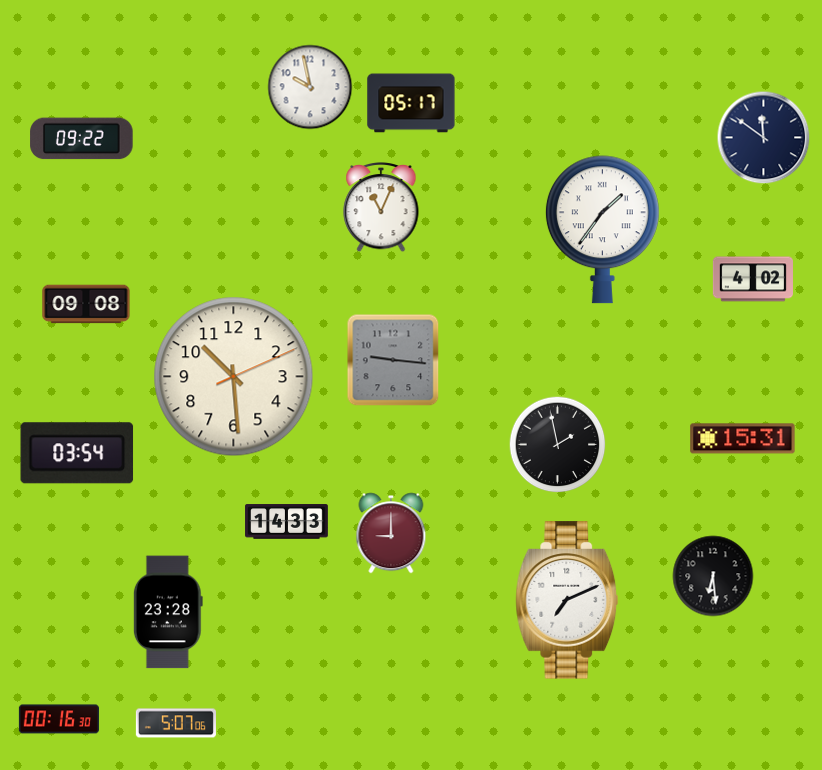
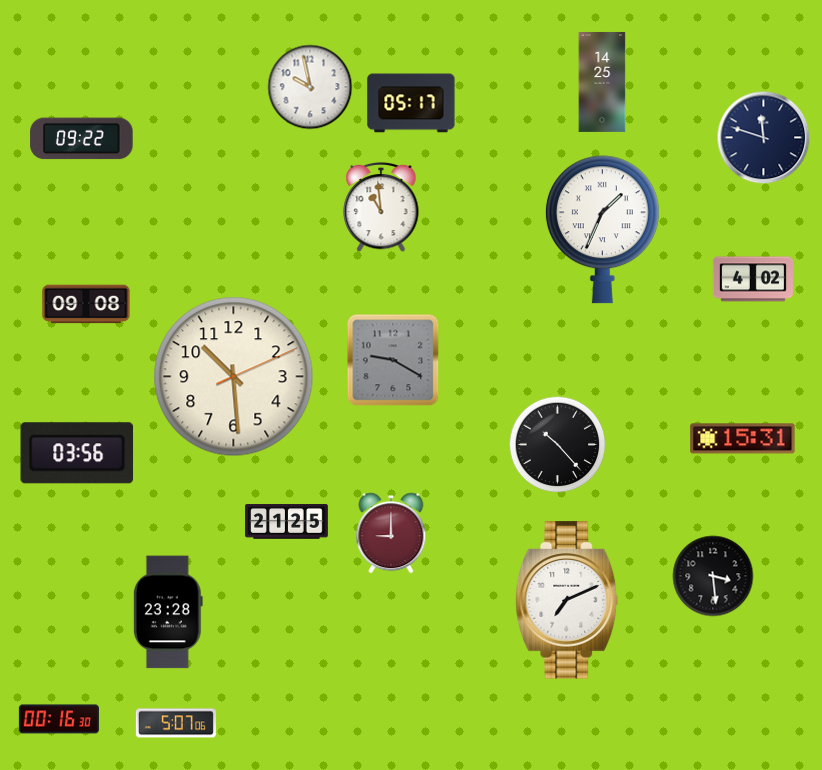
clock at (602, 82): none -> 14:25
clock at (764, 138): 11:51 -> 11:48
clock at (381, 207): 11:04 -> 10:59
clock at (602, 230): 1:36 -> 1:34
clock at (393, 360): 9:16 -> 9:20
clock at (558, 445): 1:58 -> 10:23
clock at (77, 453): 03:54 -> 03:56
clock at (287, 522): 14:33 -> 21:25
clock at (713, 576): 6:29 -> 3:29
